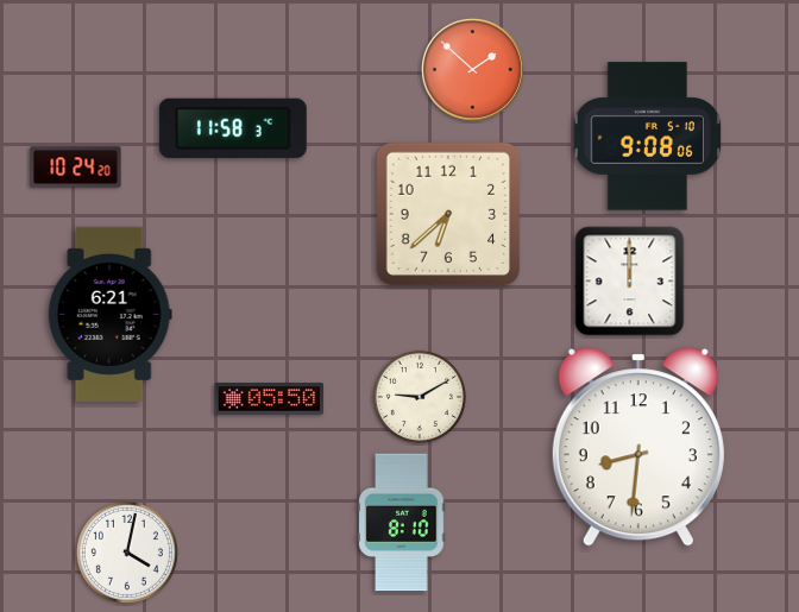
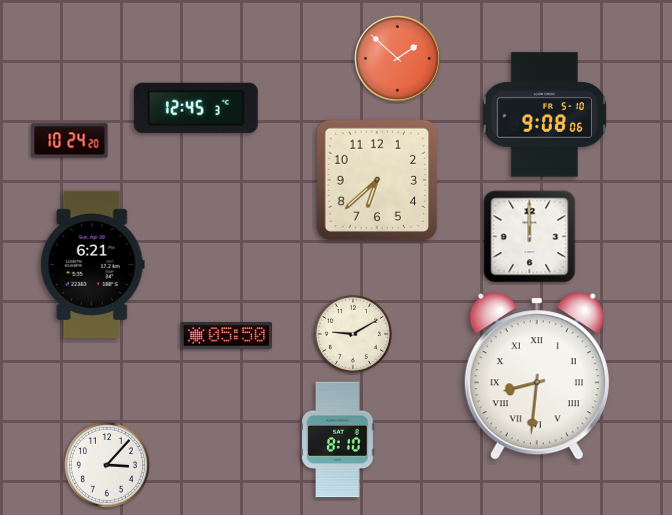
clock at (233, 128): 11:58 -> 12:45
clock at (76, 168) position: (76, 168) -> (70, 141)
clock at (638, 447) numerals: Arabic -> Roman
clock at (127, 553): 4:02 -> 3:07
